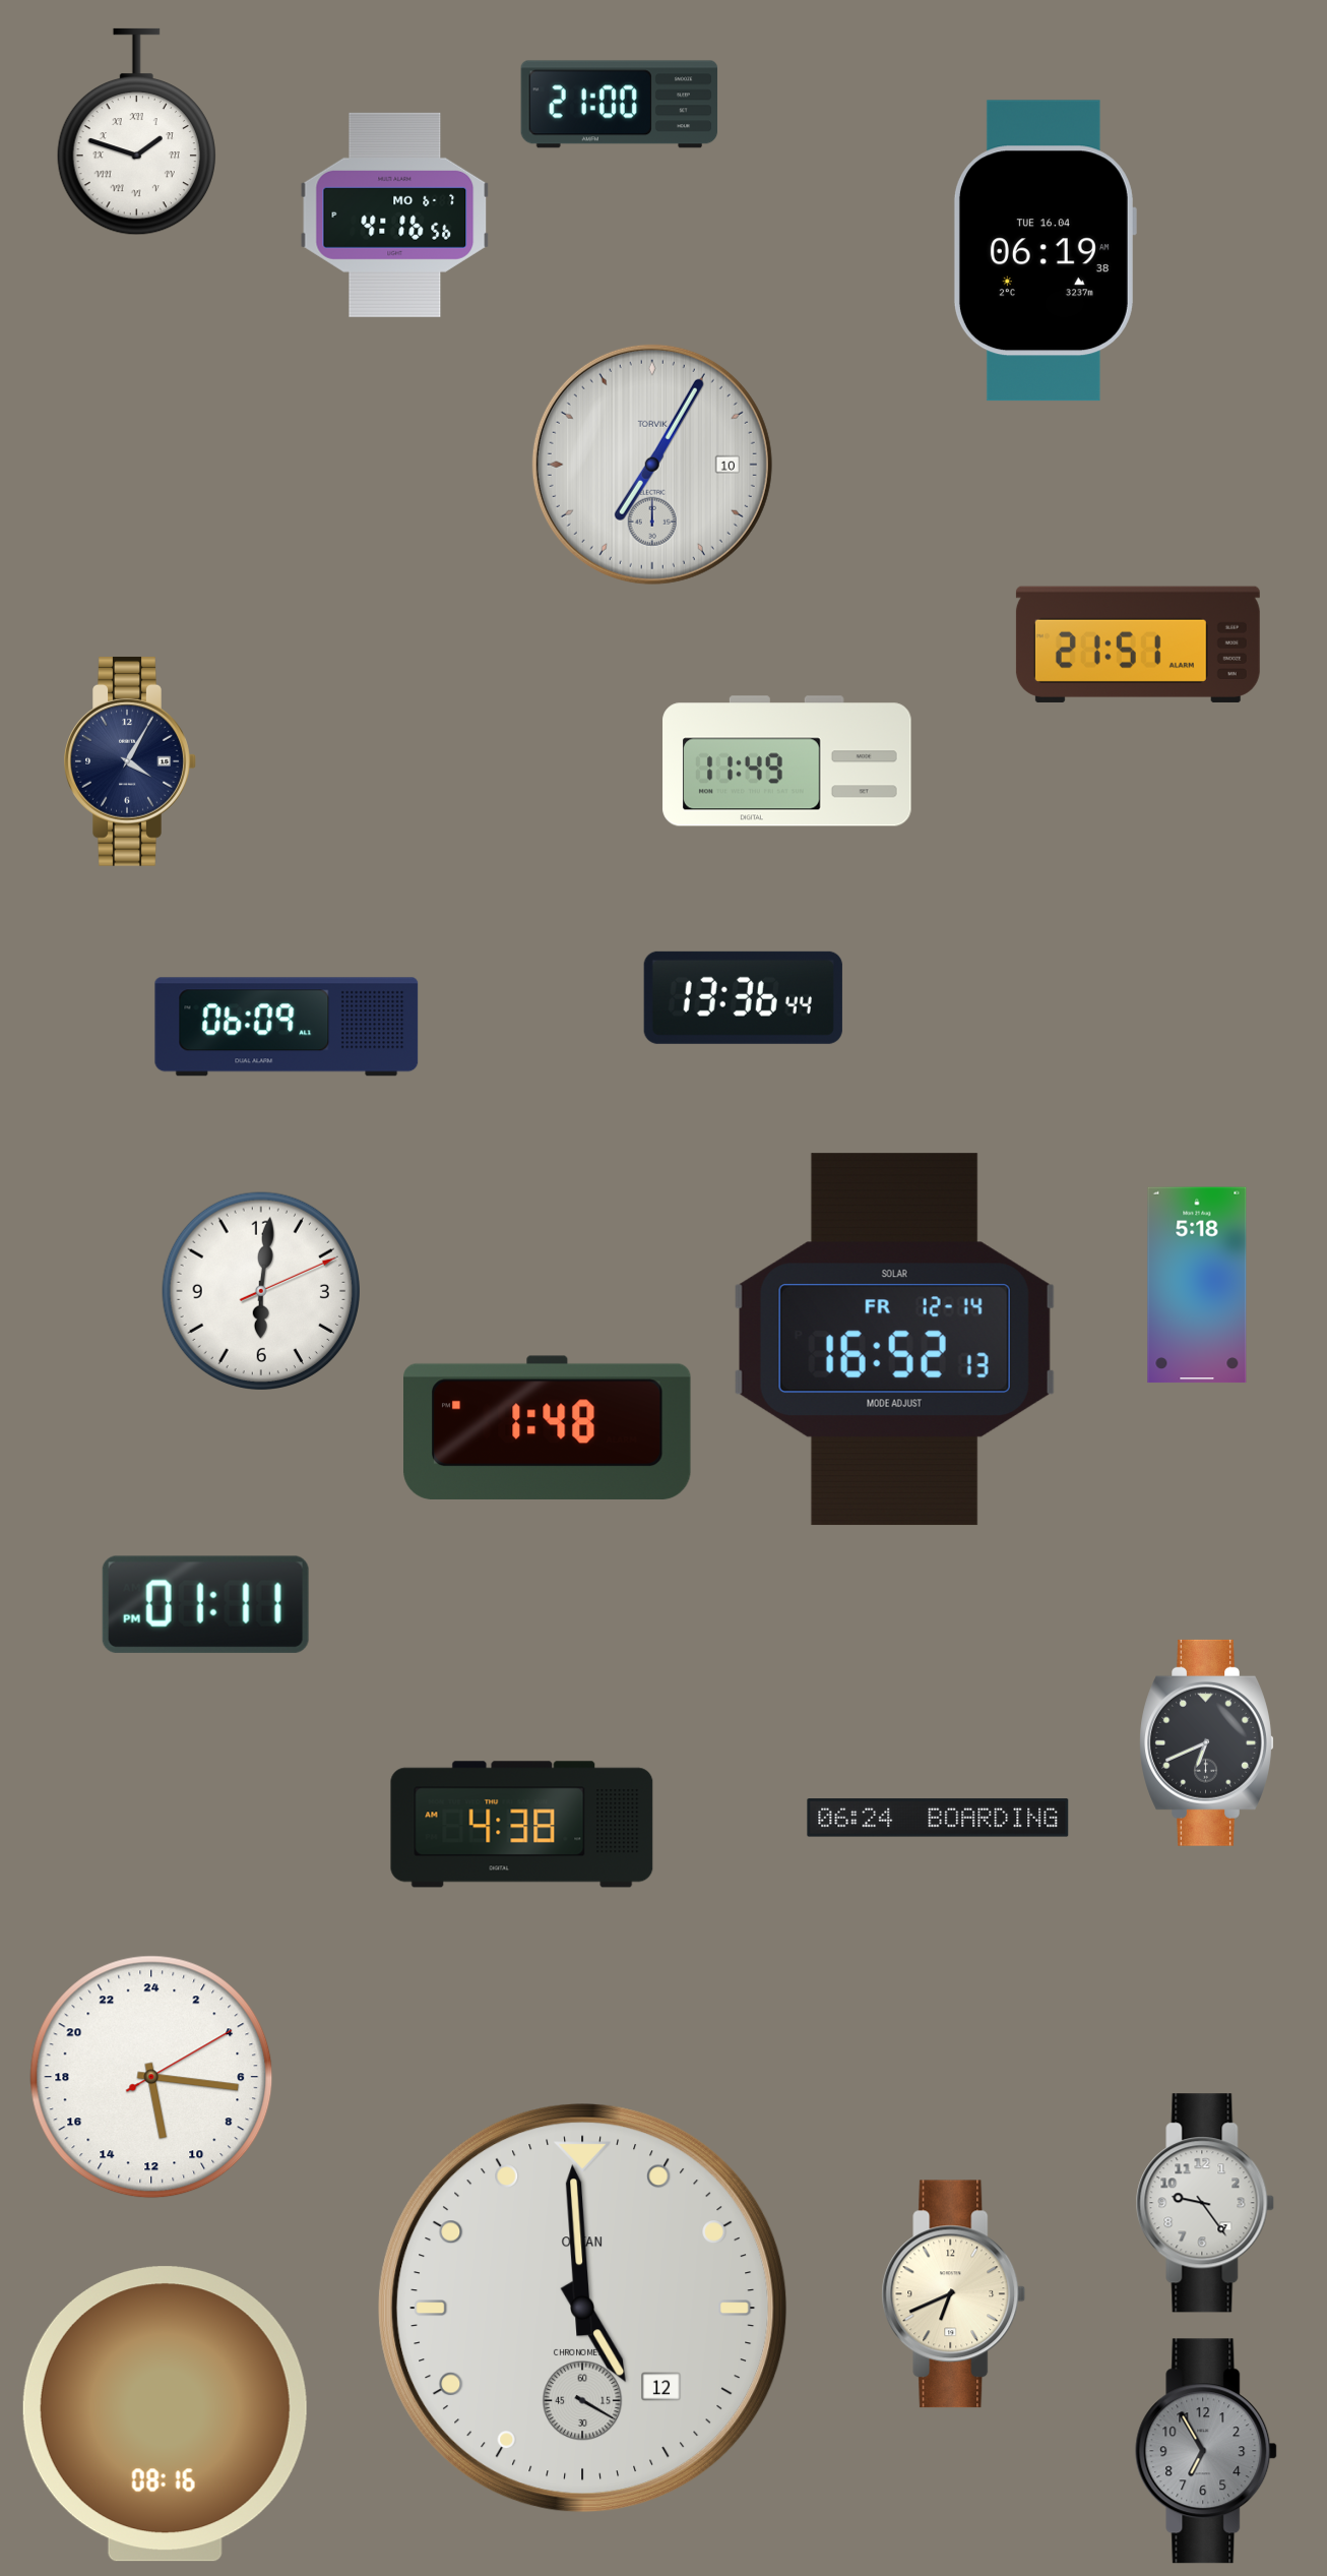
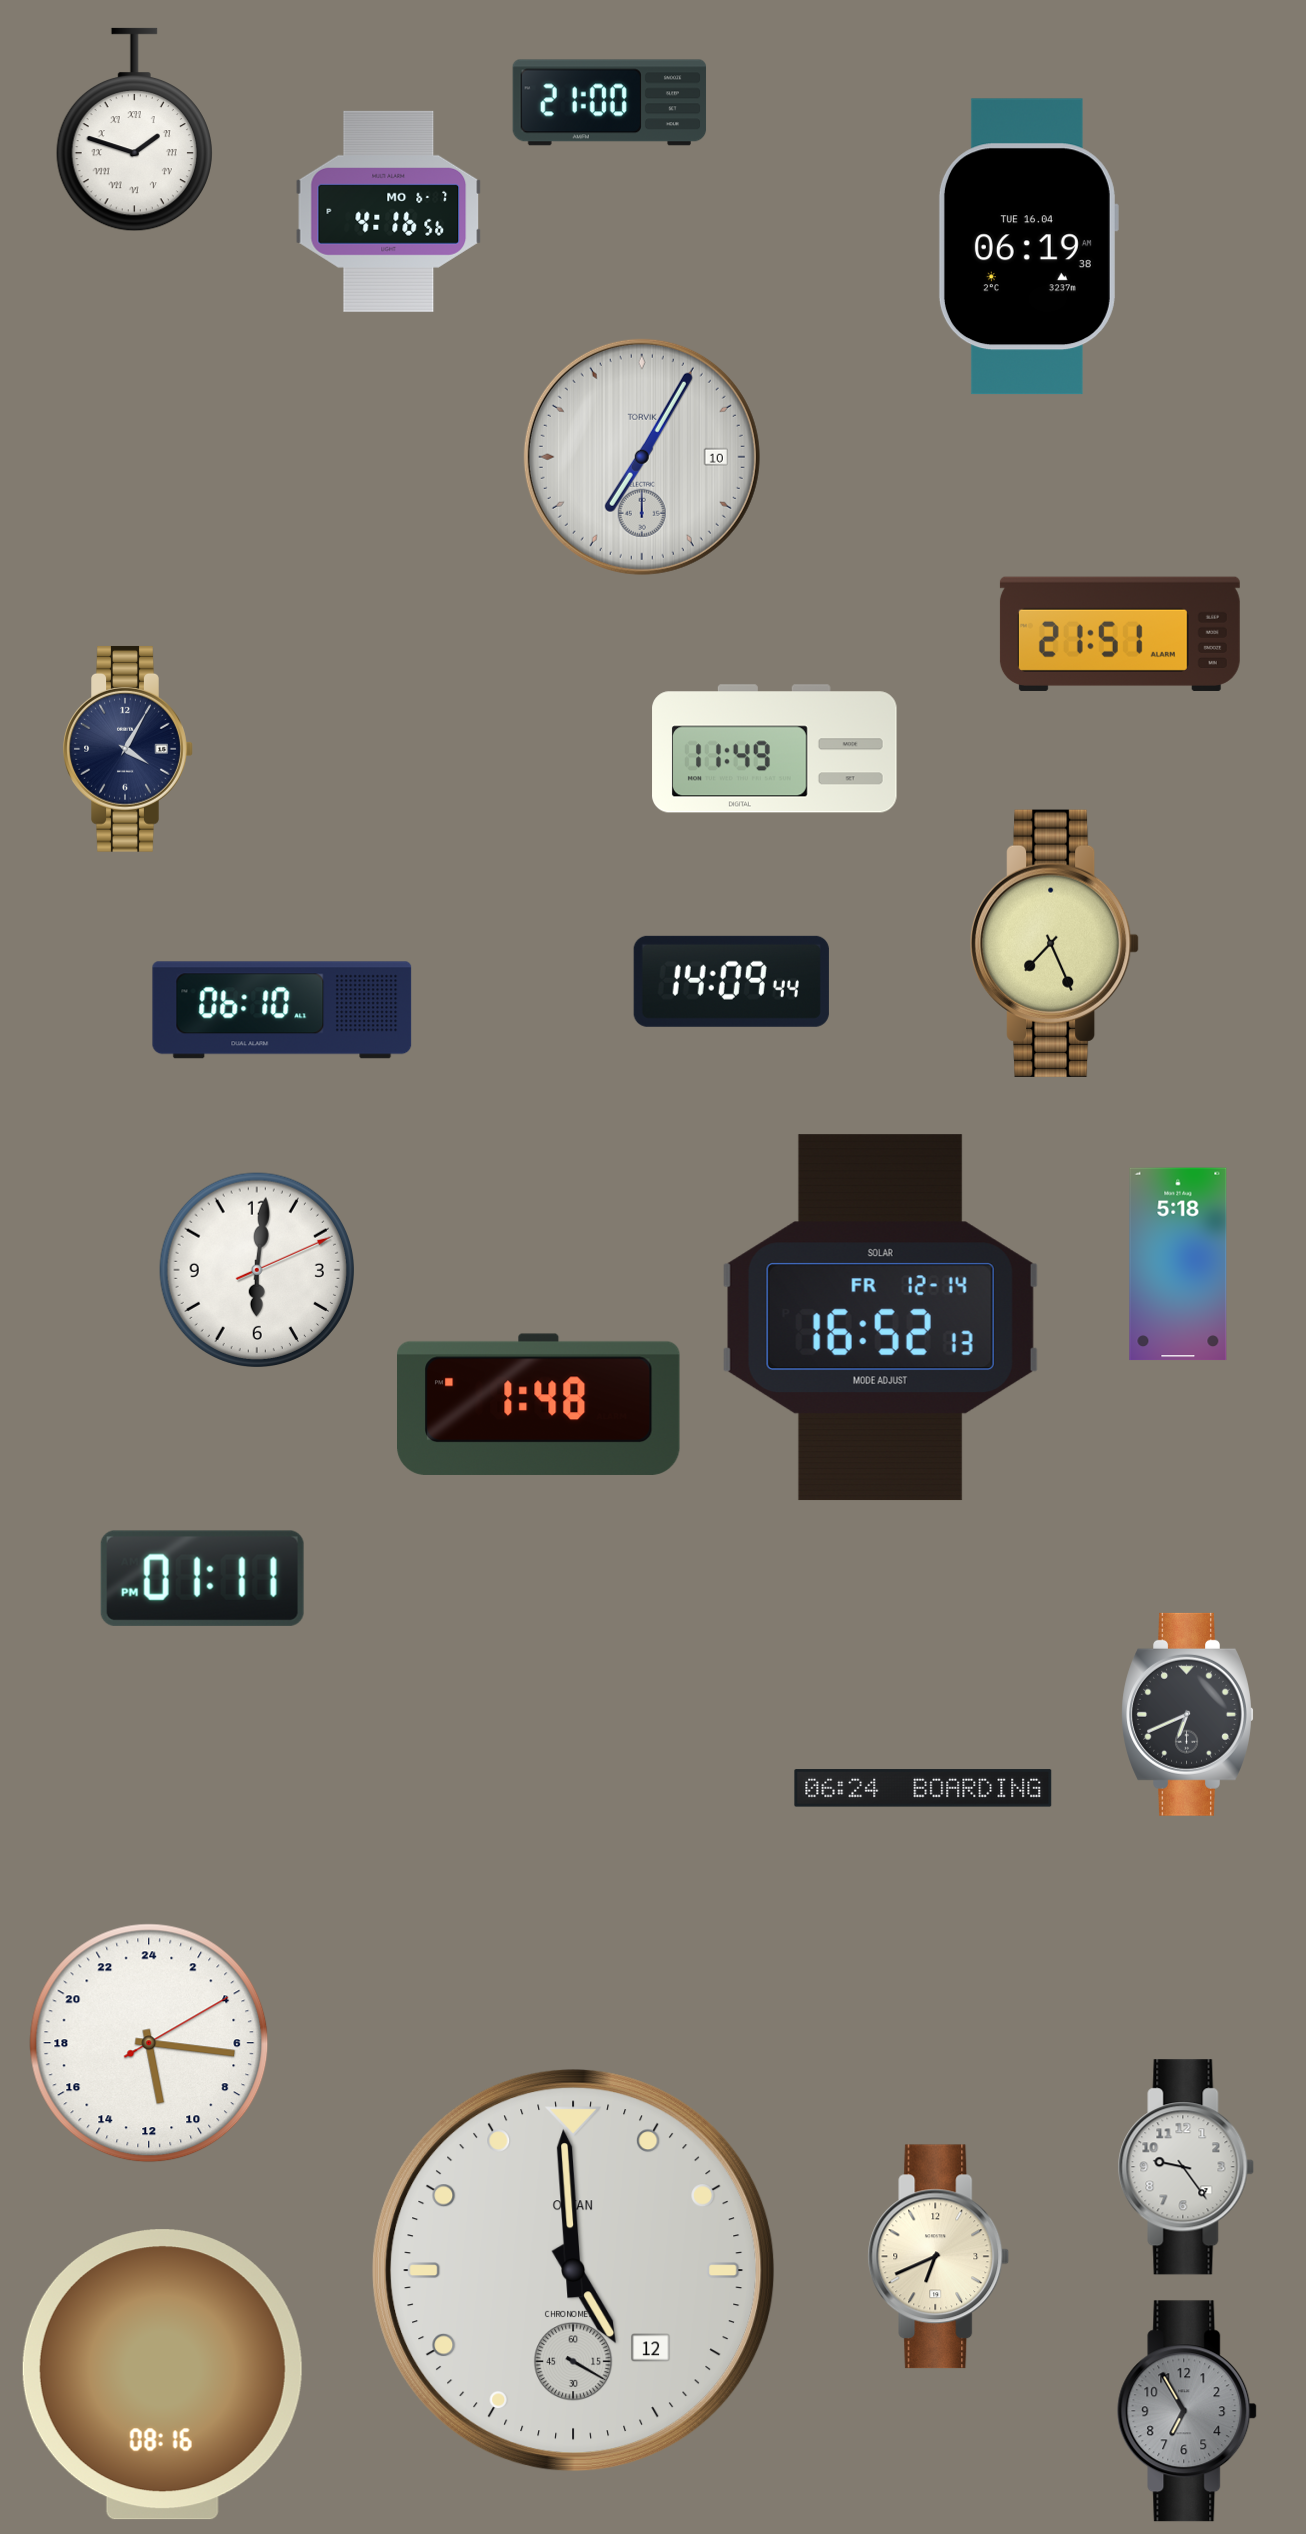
clock at (1056, 943): none -> 7:26
clock at (743, 997): 13:36 -> 14:09
clock at (287, 1027): 06:09 -> 06:10
clock at (522, 1825): 4:38 -> none
